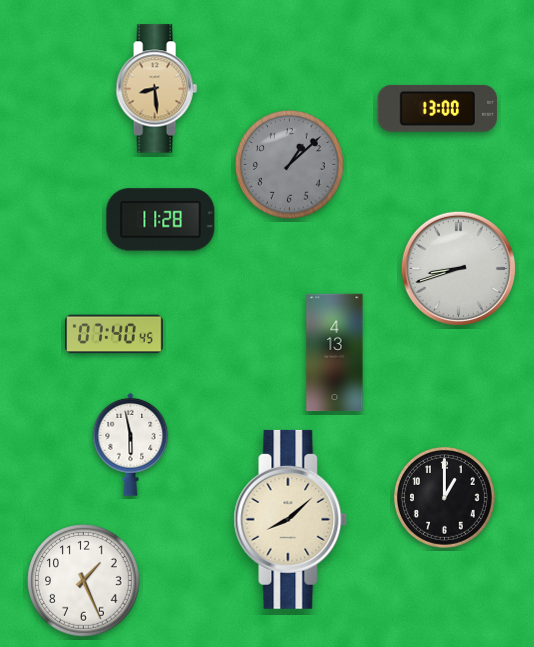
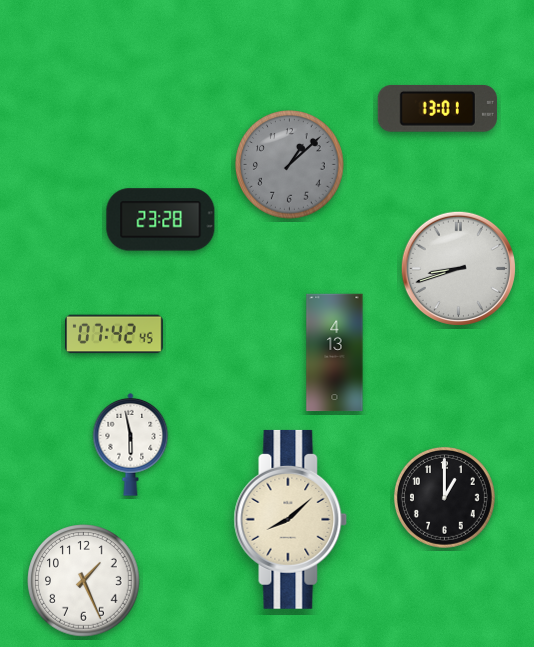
clock at (156, 89): 8:29 -> none
clock at (437, 108): 13:00 -> 13:01
clock at (161, 220): 11:28 -> 23:28
clock at (115, 334): 07:40 -> 07:42
